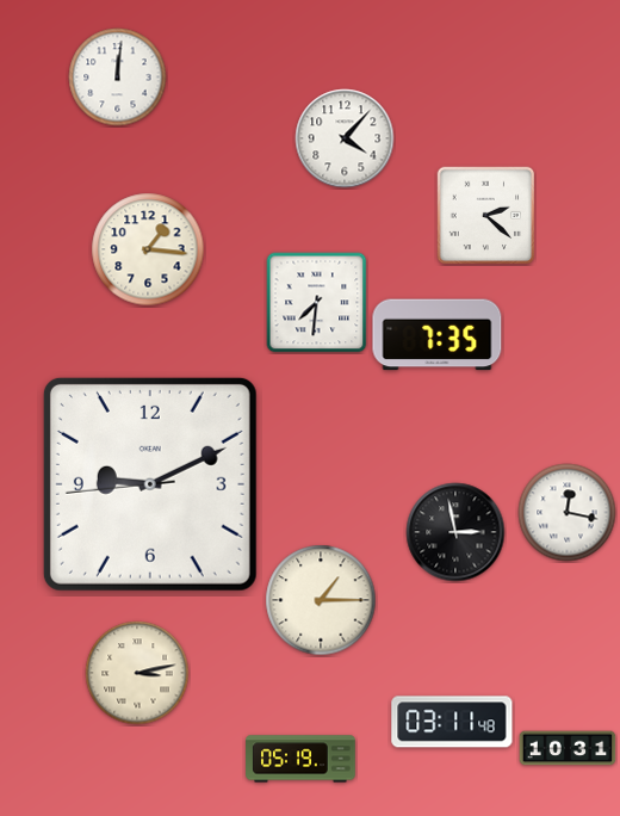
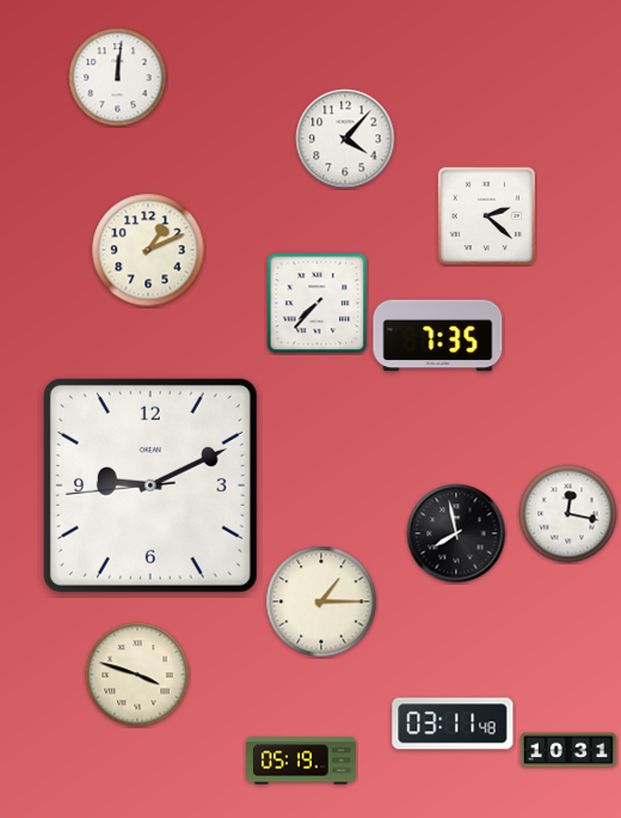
clock at (148, 249): 1:16 -> 1:11
clock at (317, 303): 7:31 -> 7:37
clock at (455, 532): 2:58 -> 7:58
clock at (137, 673): 3:13 -> 3:48
